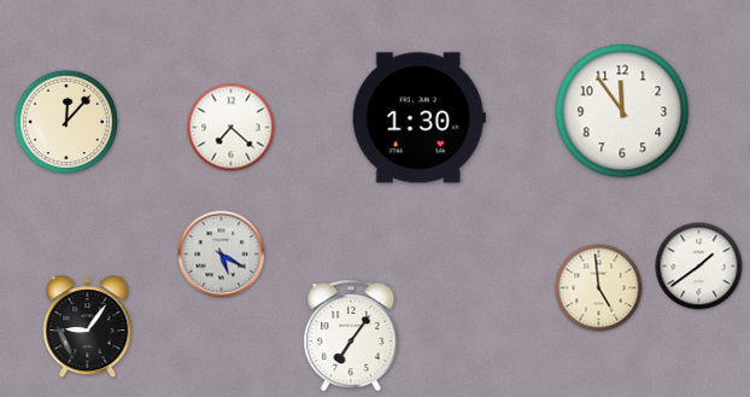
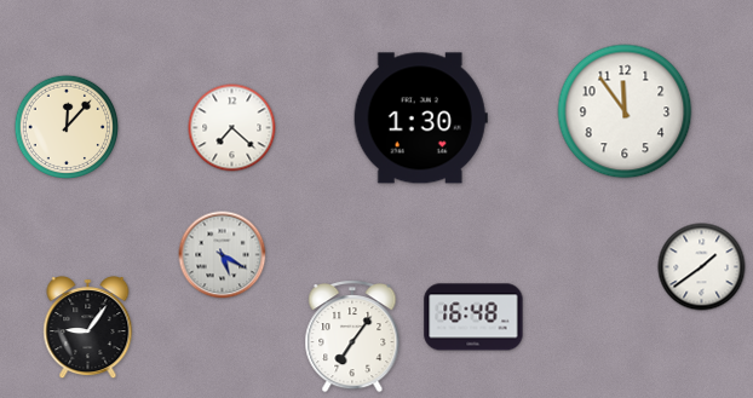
clock at (66, 122) position: (66, 122) -> (67, 127)
clock at (599, 288): 4:59 -> none
clock at (473, 317): none -> 16:48
